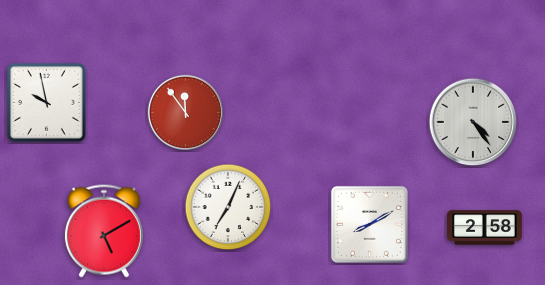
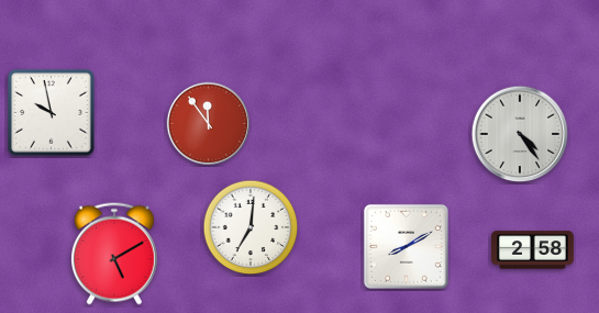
clock at (185, 112) position: (185, 112) -> (208, 123)
clock at (228, 207): 7:04 -> 7:01
